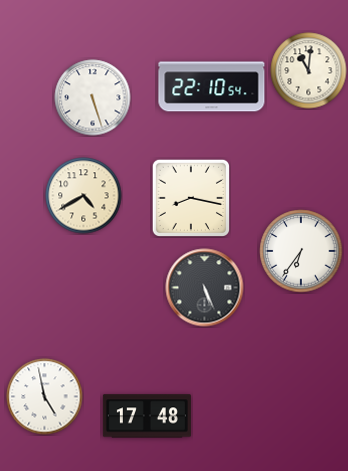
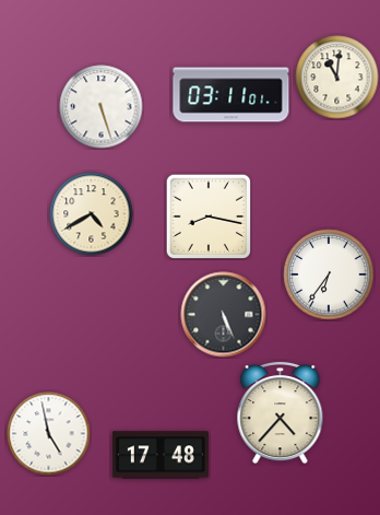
clock at (212, 87): 22:10 -> 03:11
clock at (281, 413): none -> 4:37
